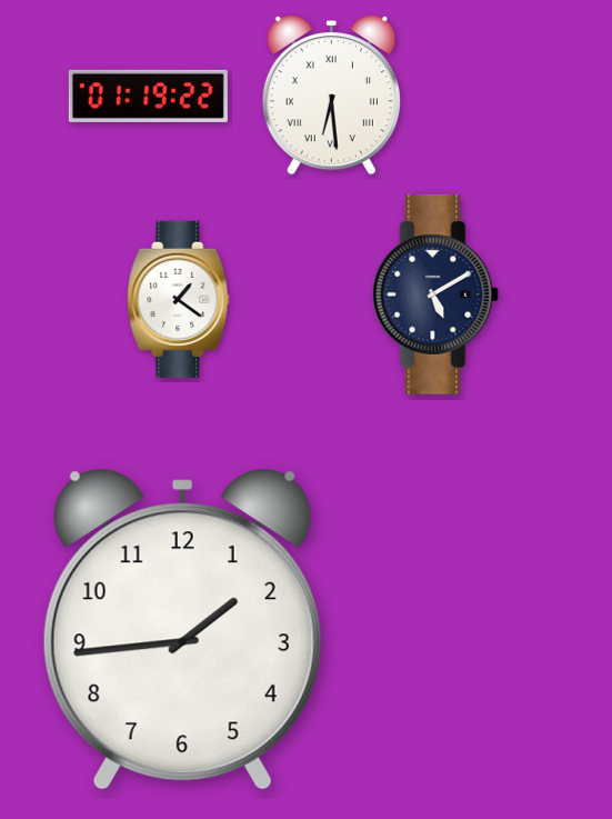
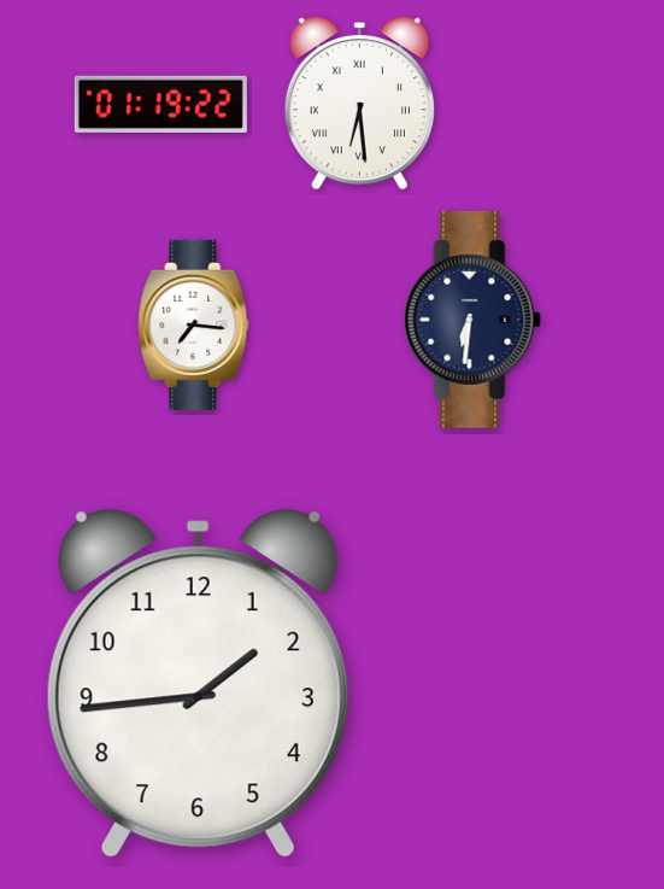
clock at (435, 294): 5:10 -> 6:31
clock at (179, 299): 1:21 -> 7:16
